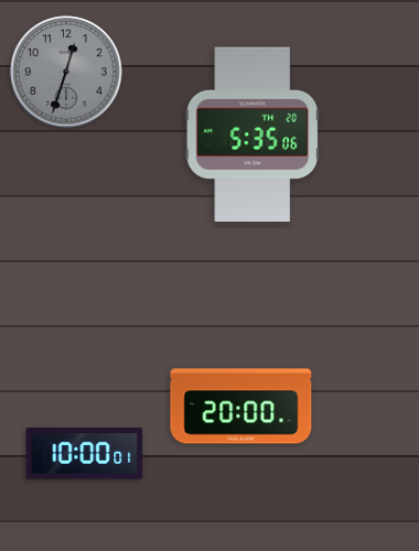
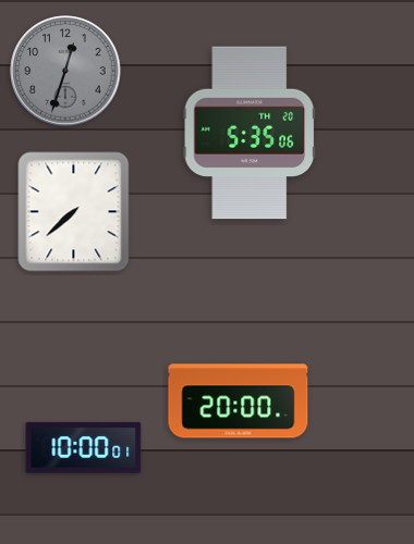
clock at (74, 212): none -> 7:38
